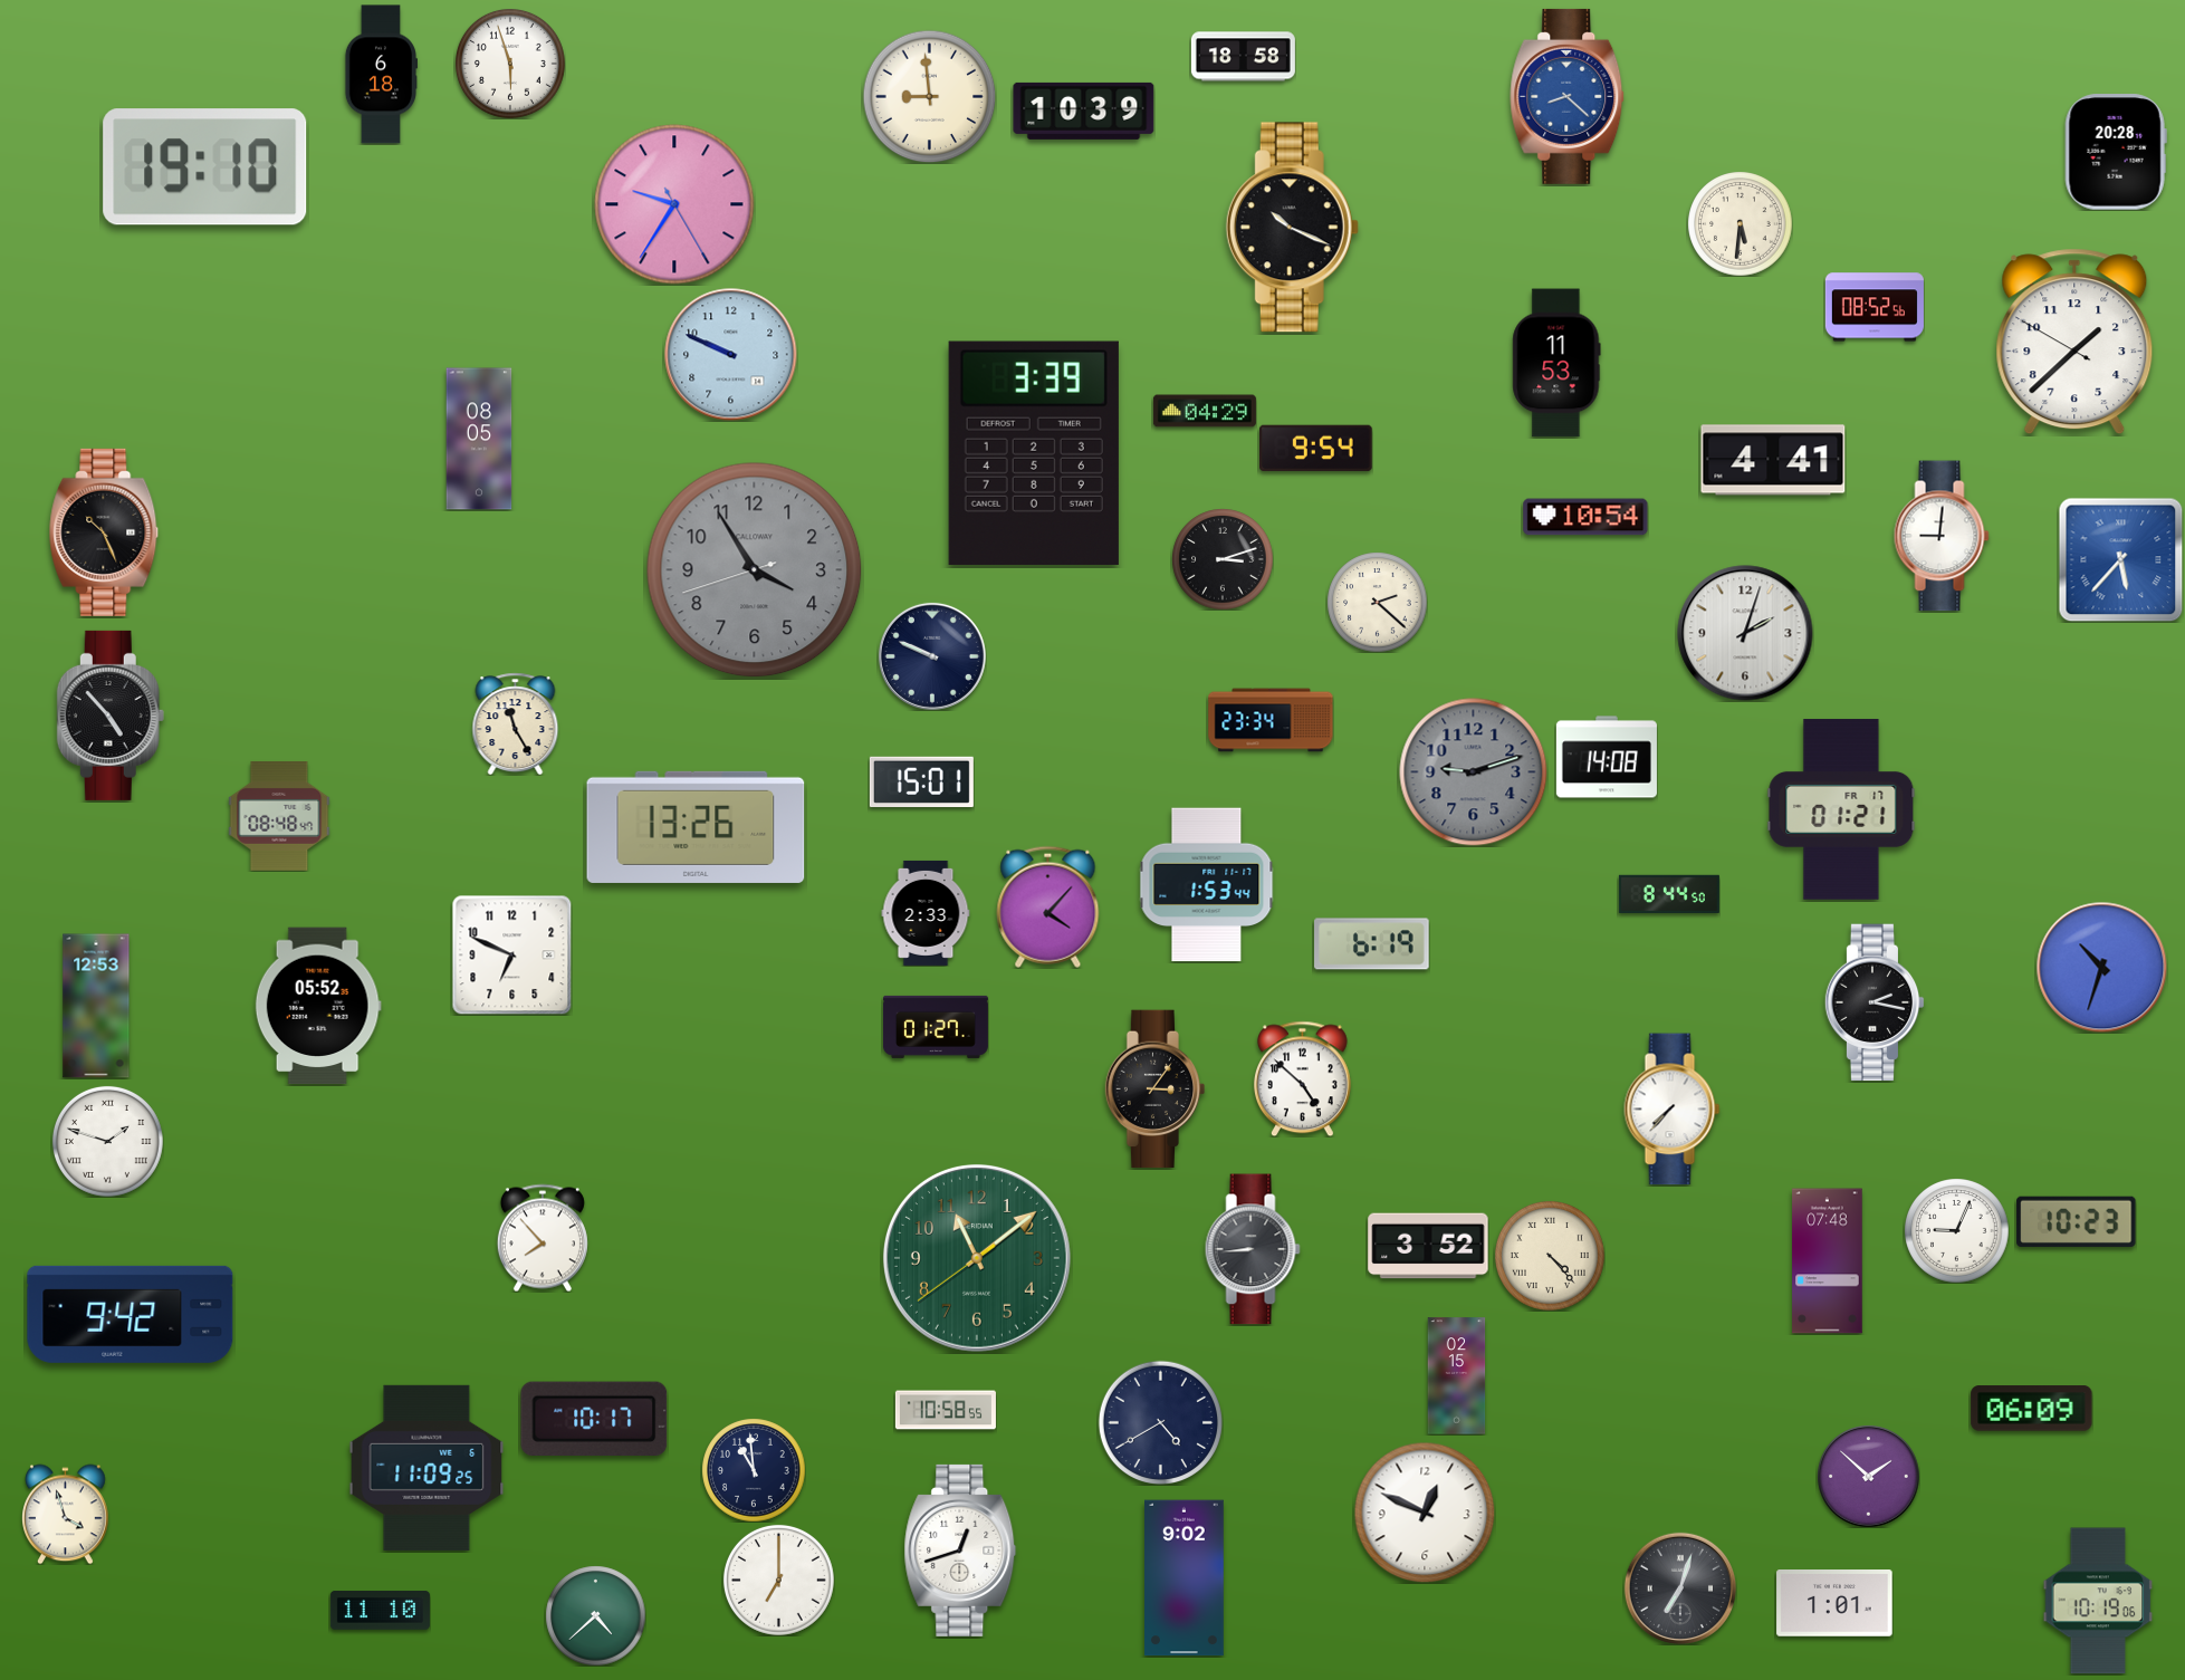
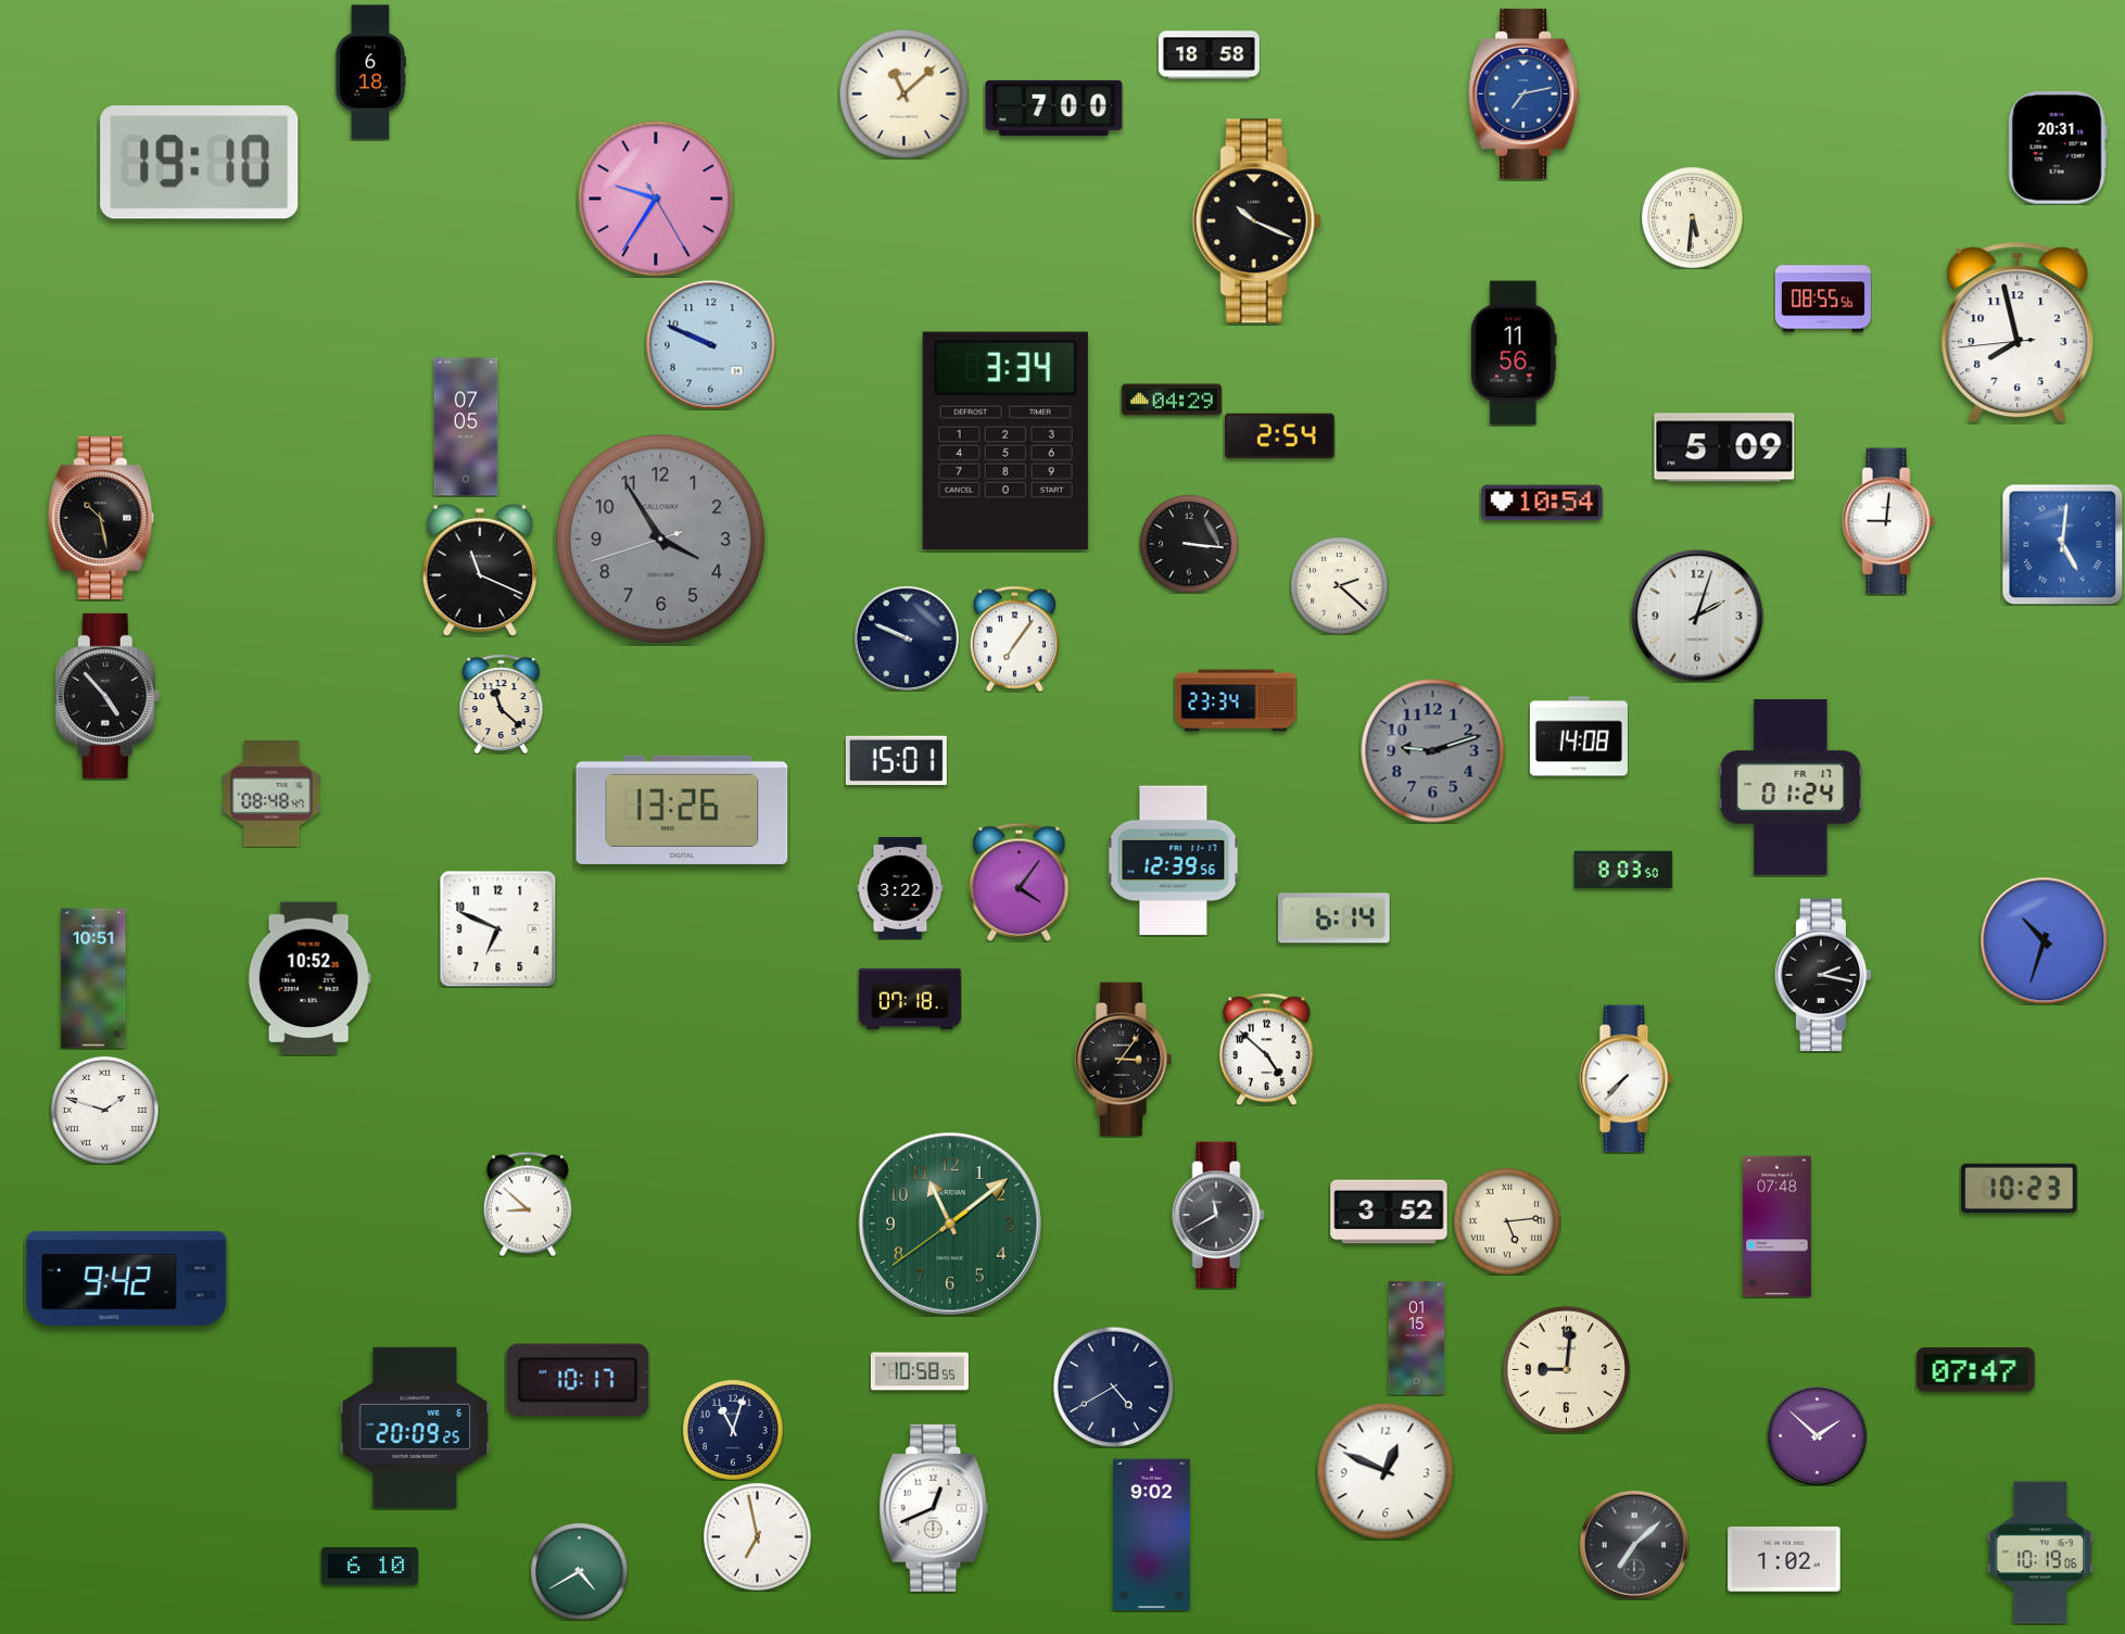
clock at (510, 64): 5:57 -> none
clock at (929, 96): 8:59 -> 11:08
clock at (1568, 96): 8:22 -> 7:13
clock at (1084, 111): 10:39 -> 7:00
clock at (2116, 152): 20:28 -> 20:31
clock at (1875, 307): 08:52 -> 08:55
clock at (2074, 342): 1:37 -> 7:57
clock at (1556, 363): 11:53 -> 11:56
clock at (479, 439): 08:05 -> 07:05
clock at (1316, 449): 9:54 -> 2:54
clock at (1034, 453): 3:39 -> 3:34
clock at (1773, 460): 4:41 -> 5:09
clock at (104, 532): 10:26 -> 10:28
clock at (1223, 559): 3:12 -> 3:16
clock at (2120, 559): 5:37 -> 5:01
clock at (755, 570) position: (755, 570) -> (661, 540)
clock at (479, 570): none -> 11:19
clock at (1014, 638): none -> 7:06
clock at (516, 723): 11:25 -> 11:22
clock at (1607, 757) position: (1607, 757) -> (1579, 736)
clock at (1841, 809): 01:21 -> 01:24
clock at (696, 827) position: (696, 827) -> (682, 810)
clock at (1207, 885): 1:53 -> 12:39
clock at (1669, 893): 8:44 -> 8:03
clock at (1048, 906): 4:07 -> 4:06
clock at (926, 913): 2:33 -> 3:22
clock at (1372, 944): 6:19 -> 6:14
clock at (96, 1006): 12:53 -> 10:51
clock at (318, 1006): 05:52 -> 10:52
clock at (936, 1027): 01:27 -> 07:18
clock at (1956, 1230): 9:04 -> none
clock at (543, 1238): 7:53 -> 8:52
clock at (1253, 1249): 8:44 -> 11:40
clock at (1550, 1256): 4:23 -> 5:14
clock at (1457, 1376): 02:15 -> 01:15
clock at (1566, 1369): none -> 9:01
clock at (2032, 1409): 06:09 -> 07:47
clock at (1160, 1422) position: (1160, 1422) -> (1113, 1386)
clock at (427, 1468): 11:09 -> 20:09
clock at (754, 1470): 10:59 -> 11:03
clock at (66, 1514): 3:57 -> none
clock at (960, 1551): 12:42 -> 12:41
clock at (778, 1580): 7:00 -> 6:58
clock at (1680, 1588): 7:03 -> 7:08
clock at (2098, 1601) position: (2098, 1601) -> (2040, 1553)
clock at (1834, 1603): 1:01 -> 1:02
clock at (380, 1611): 11:10 -> 6:10
clock at (595, 1615): 4:38 -> 4:40
